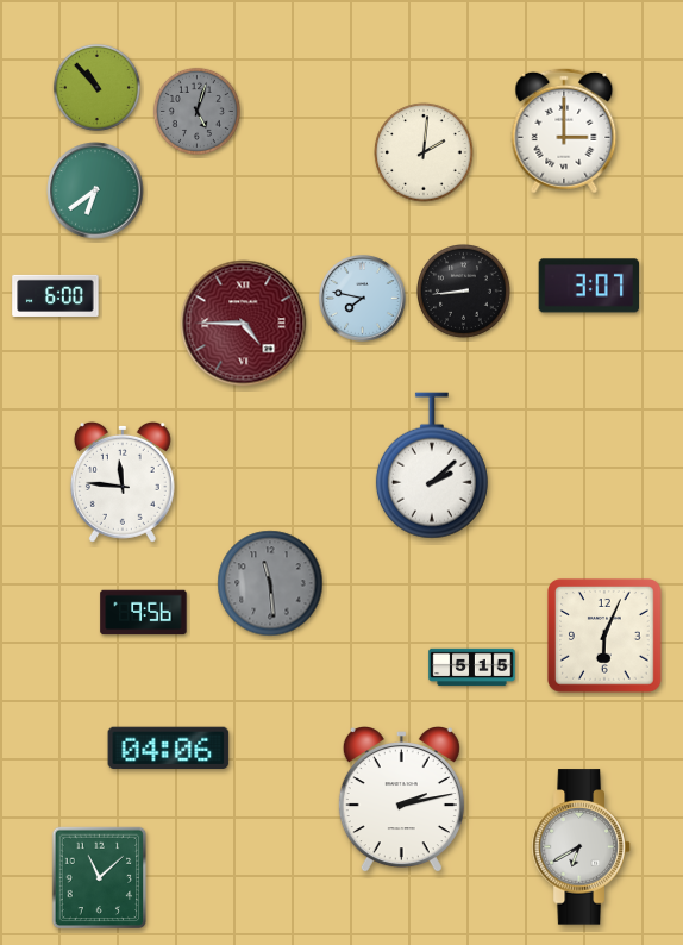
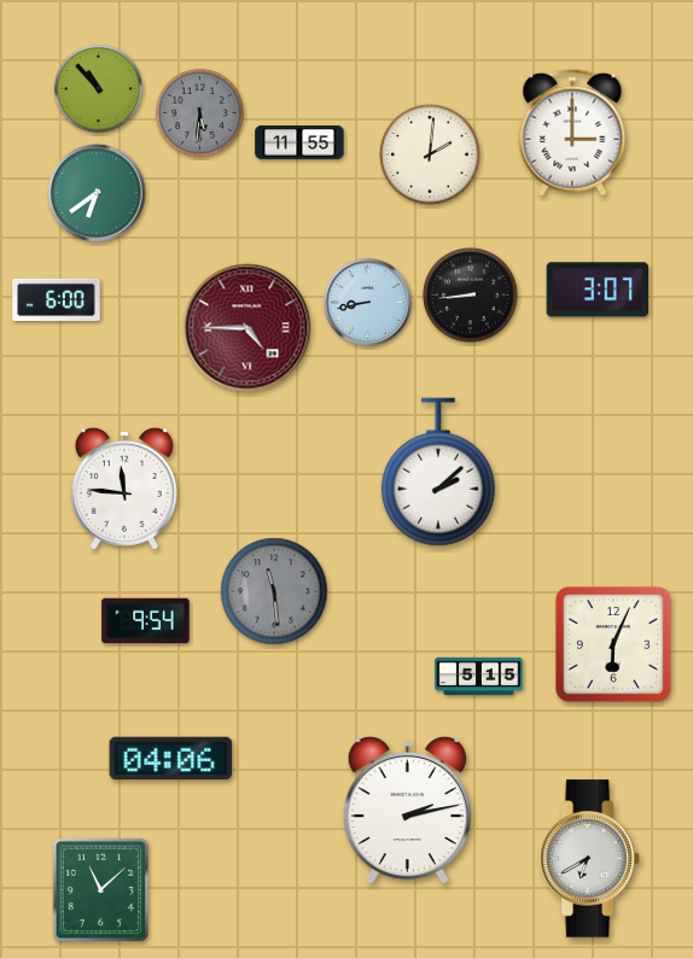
clock at (196, 111): 5:03 -> 5:31
clock at (299, 142): none -> 11:55
clock at (363, 299): 7:47 -> 8:43
clock at (144, 613): 9:56 -> 9:54
